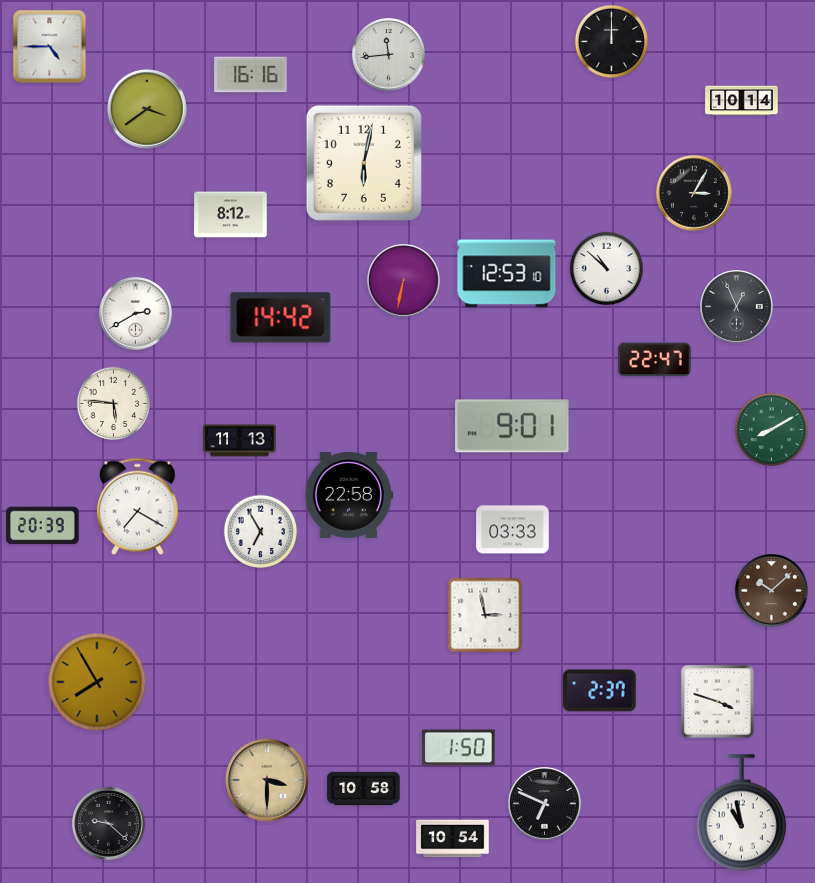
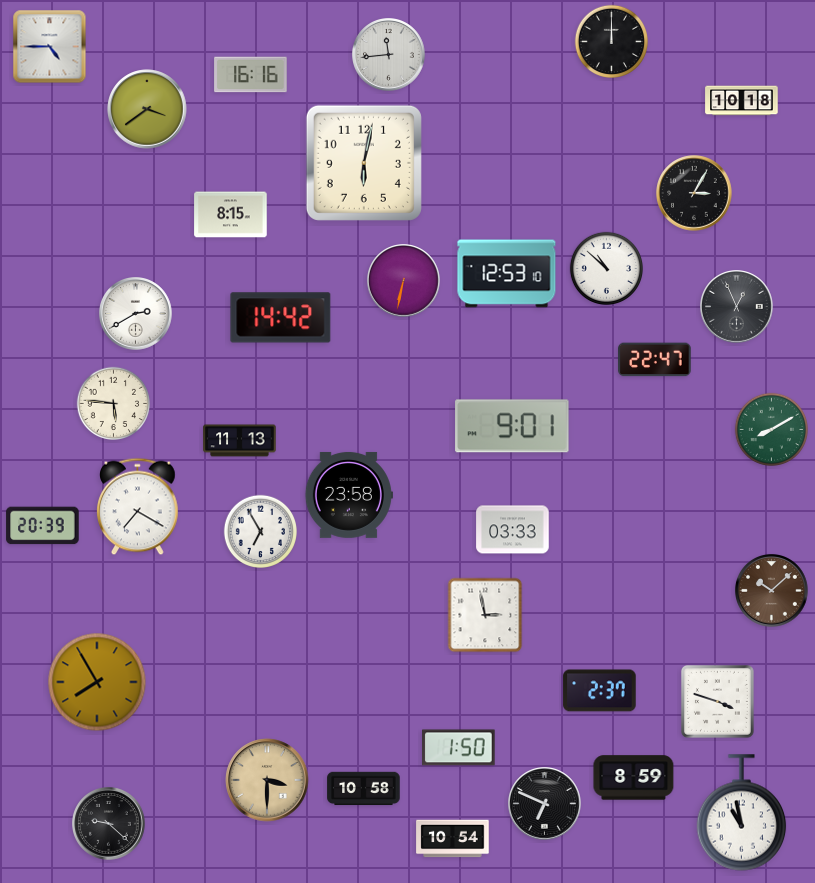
clock at (742, 101): 10:14 -> 10:18
clock at (231, 215): 8:12 -> 8:15
clock at (349, 495): 22:58 -> 23:58
clock at (634, 778): none -> 8:59
